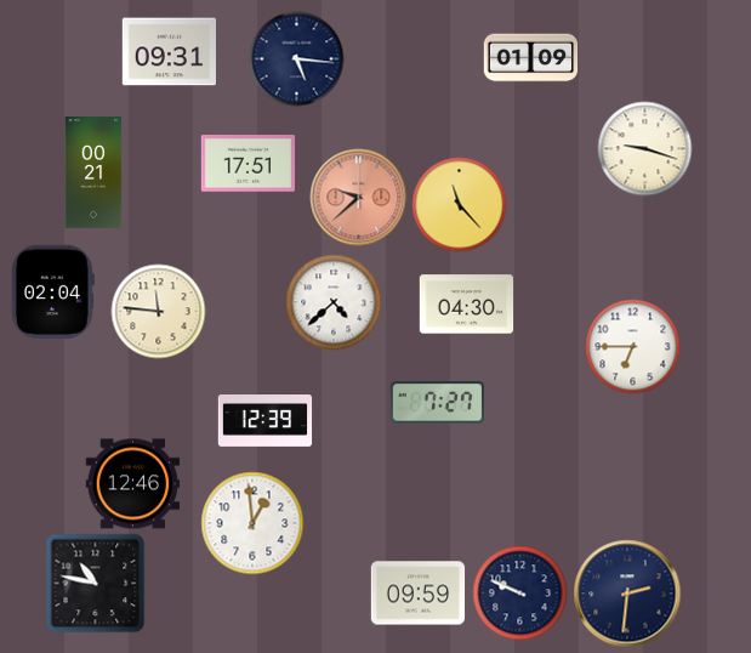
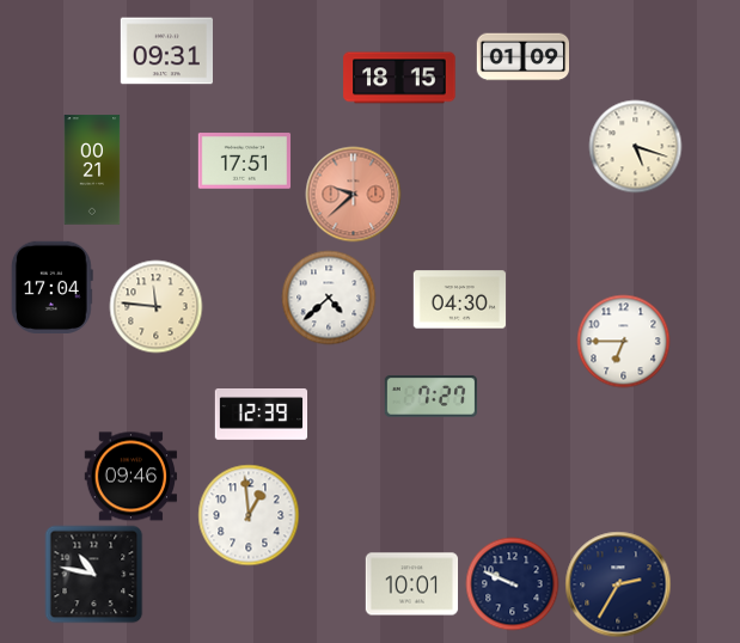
clock at (296, 58): 5:16 -> none
clock at (399, 78): none -> 18:15
clock at (644, 148): 9:18 -> 5:18
clock at (459, 204): 11:23 -> none
clock at (52, 291): 02:04 -> 17:04
clock at (132, 484): 12:46 -> 09:46
clock at (417, 594): 09:59 -> 10:01
clock at (627, 594): 2:31 -> 2:35
